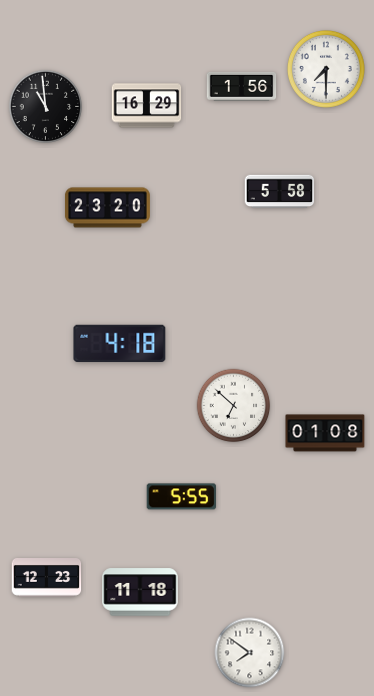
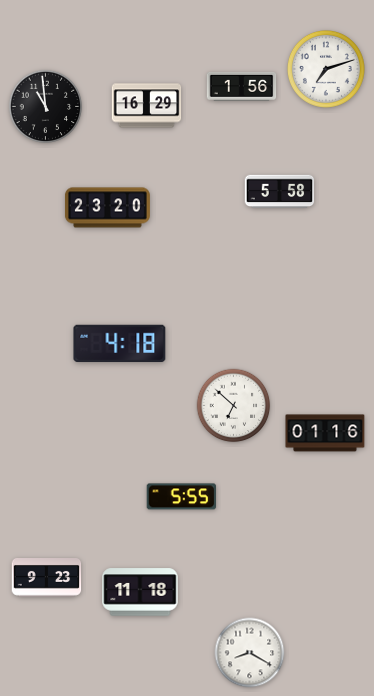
clock at (326, 69): 7:30 -> 7:12
clock at (325, 433): 01:08 -> 01:16
clock at (47, 578): 12:23 -> 9:23
clock at (250, 653): 7:51 -> 8:20
